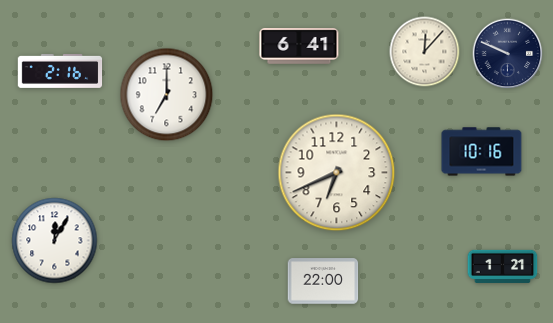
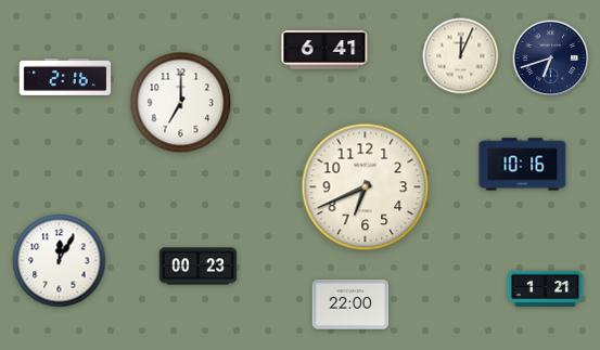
clock at (425, 52): 12:07 -> 12:04
clock at (508, 54): 9:49 -> 6:42
clock at (199, 267): none -> 00:23
